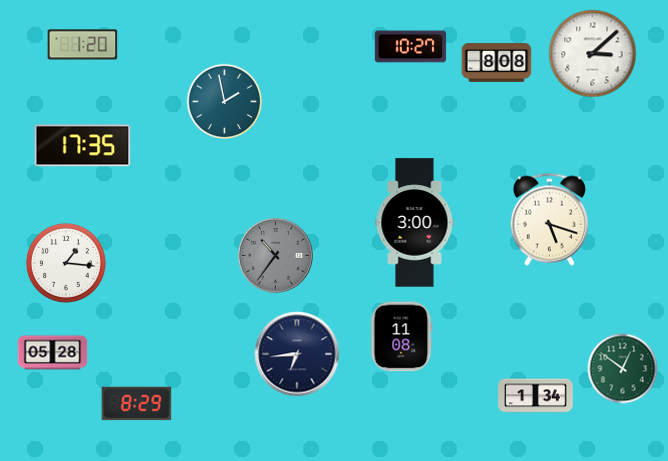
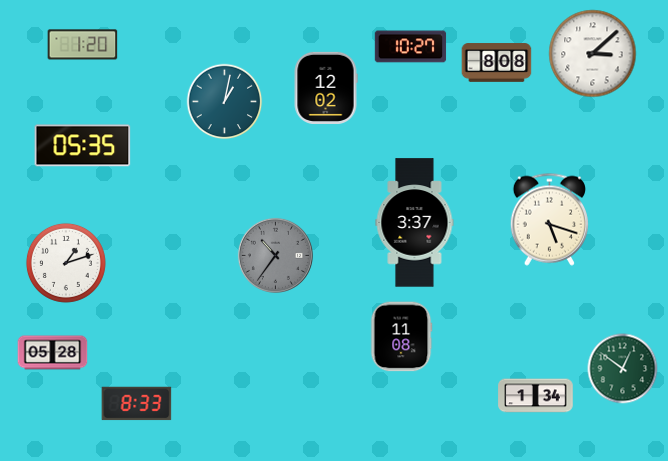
clock at (326, 88): none -> 12:02
clock at (225, 102): 1:58 -> 1:02
clock at (83, 146): 17:35 -> 05:35
clock at (415, 223): 3:00 -> 3:37
clock at (66, 263): 1:16 -> 1:12
clock at (297, 354): 6:44 -> none
clock at (137, 404): 8:29 -> 8:33
